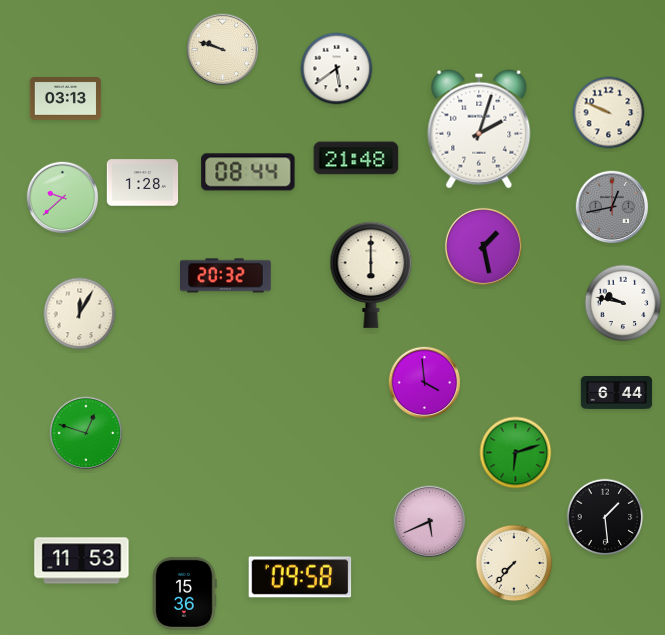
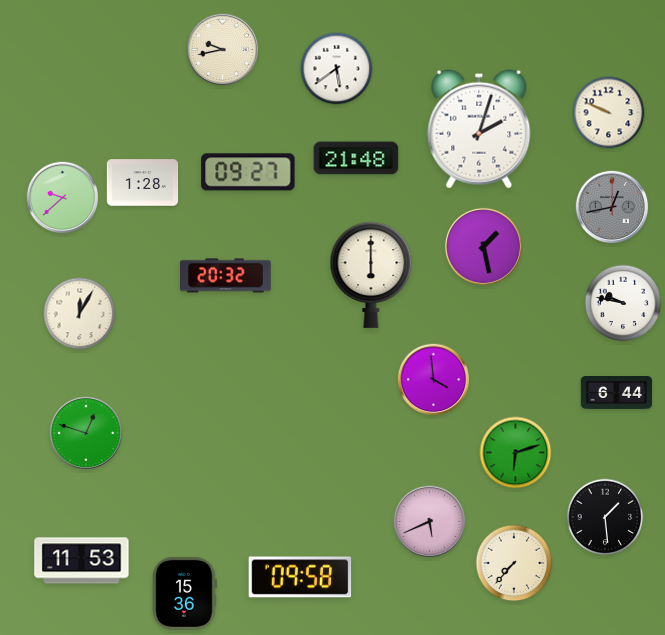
clock at (223, 50): 9:48 -> 9:43
clock at (66, 99): 03:13 -> none
clock at (248, 172): 08:44 -> 09:27
clock at (425, 383) position: (425, 383) -> (434, 380)
